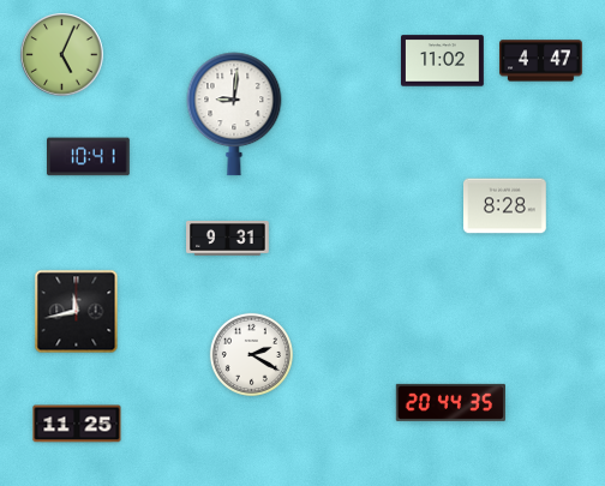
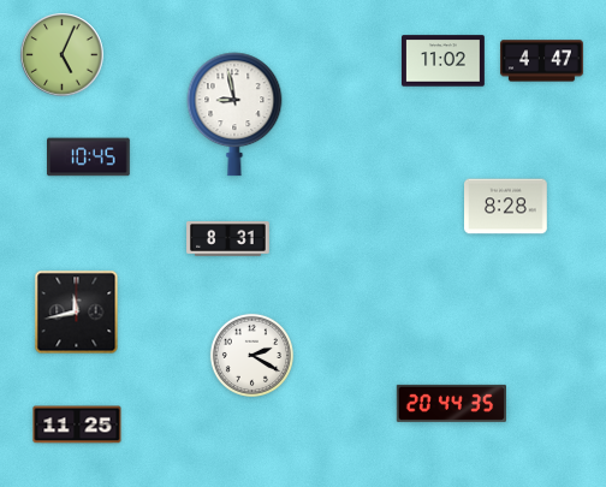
clock at (234, 114): 9:01 -> 8:58
clock at (89, 157): 10:41 -> 10:45
clock at (228, 239): 9:31 -> 8:31
